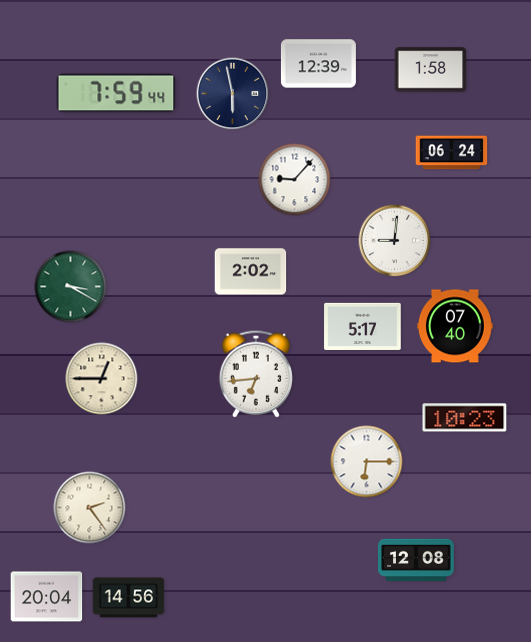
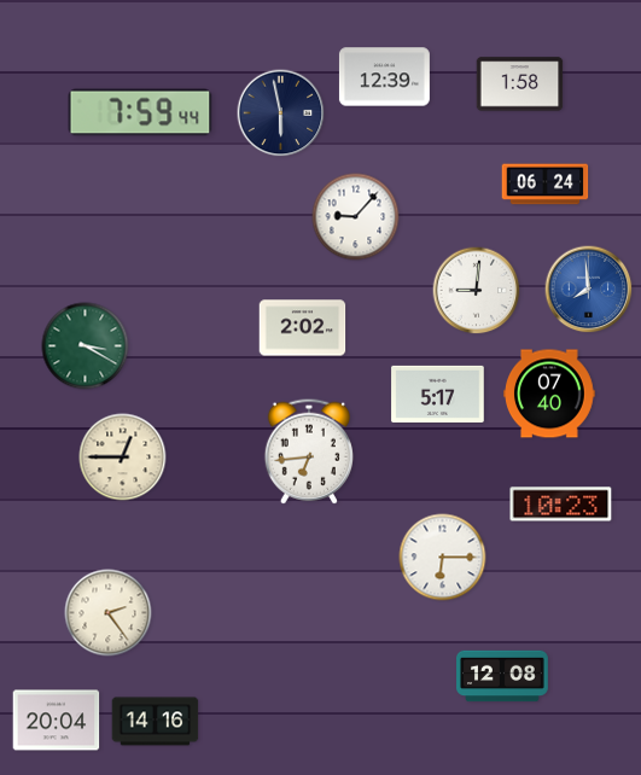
clock at (589, 290): none -> 7:59
clock at (129, 598): 14:56 -> 14:16
